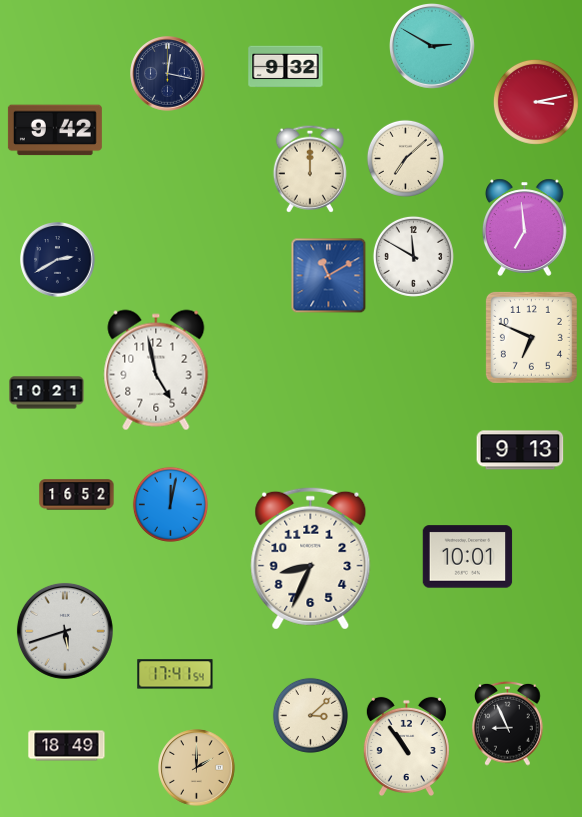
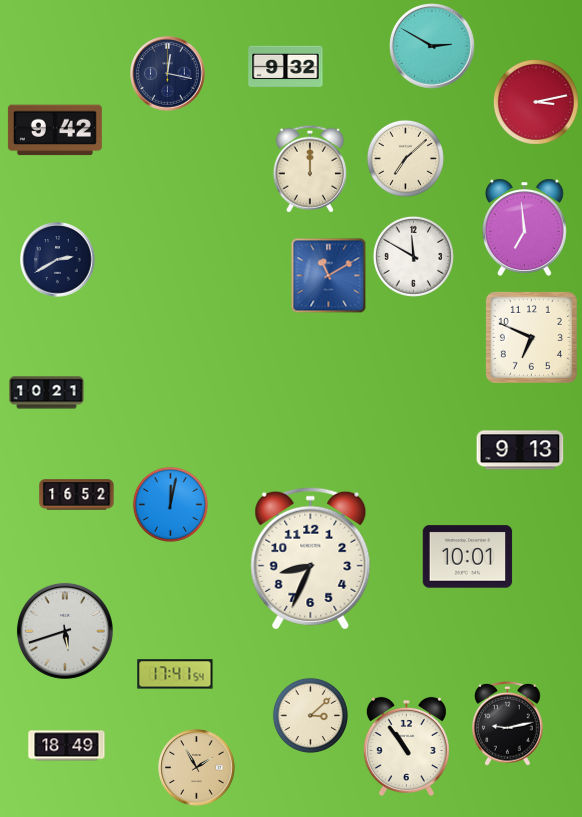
clock at (156, 370): 4:58 -> none
clock at (508, 723): 8:56 -> 9:13
clock at (197, 768): 2:00 -> 1:55
